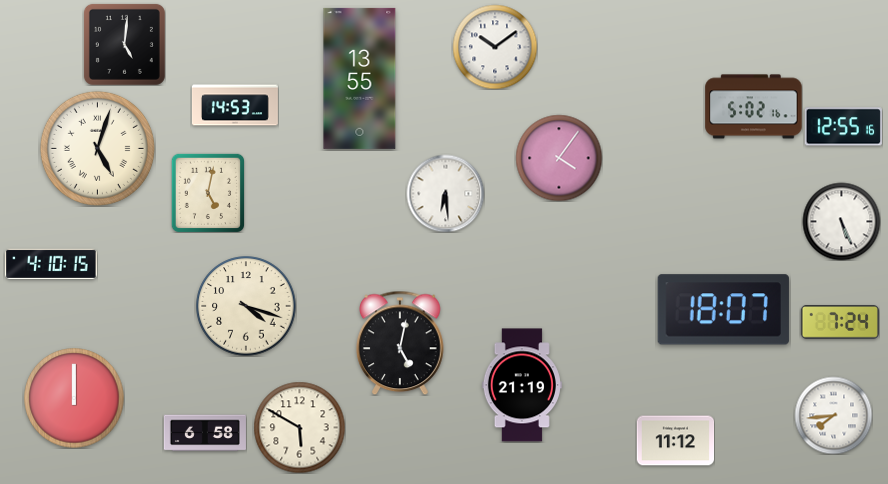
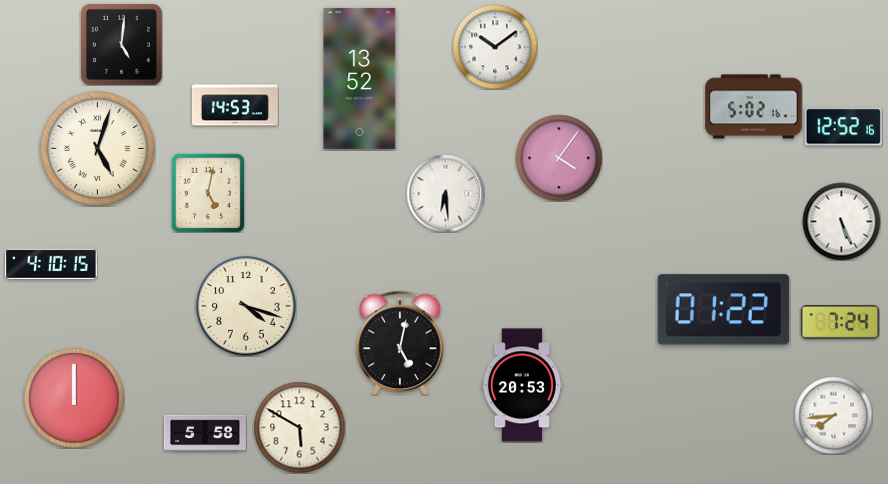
clock at (124, 44) position: (124, 44) -> (121, 44)
clock at (360, 78): 13:55 -> 13:52
clock at (843, 127): 12:55 -> 12:52
clock at (723, 310): 18:07 -> 01:22
clock at (522, 385): 21:19 -> 20:53
clock at (205, 433): 6:58 -> 5:58
clock at (675, 441): 11:12 -> none
